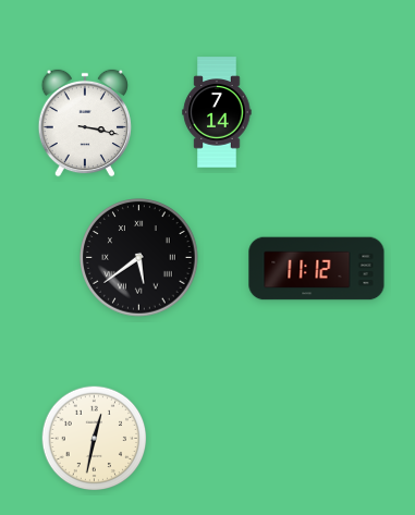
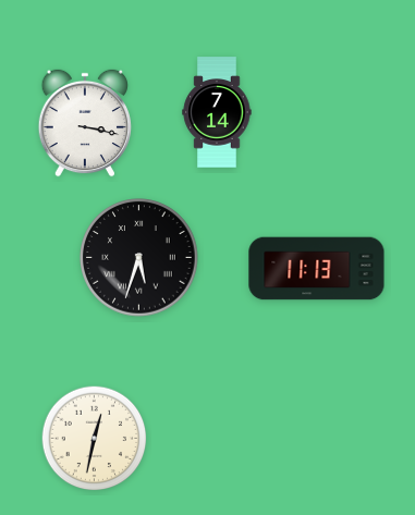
clock at (139, 258): 5:39 -> 5:33
clock at (317, 269): 11:12 -> 11:13
